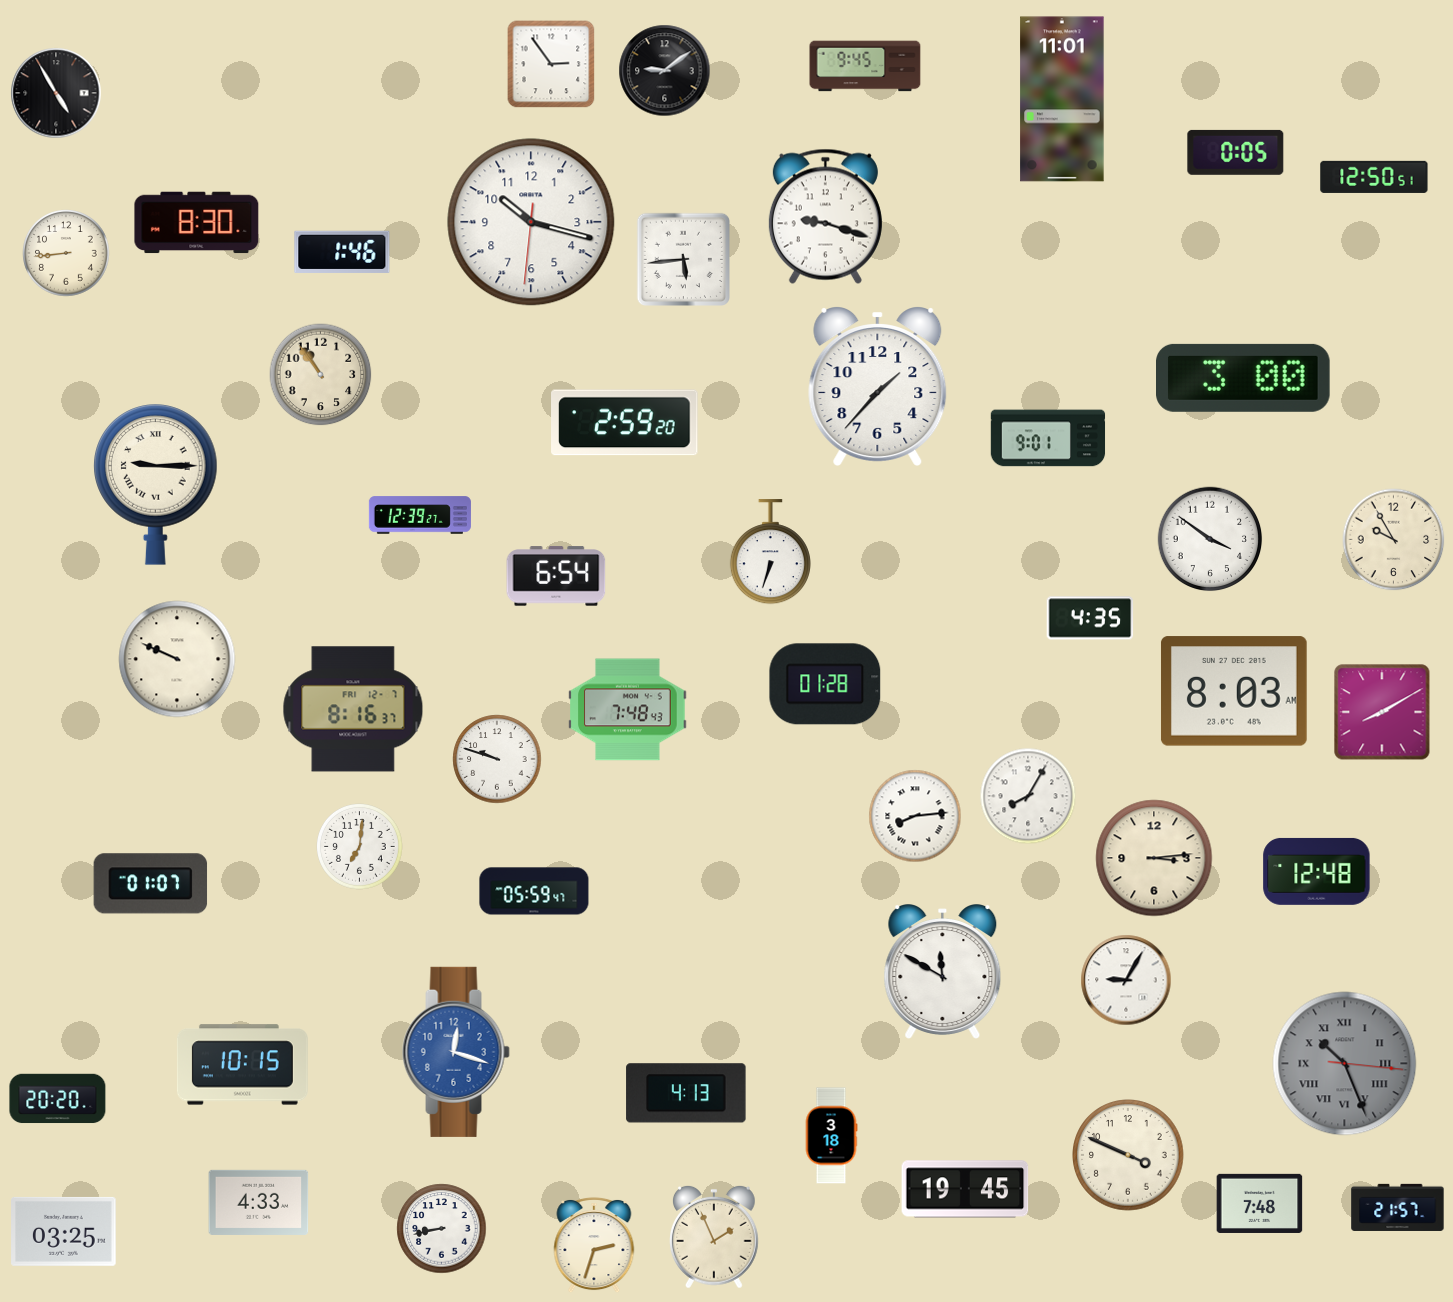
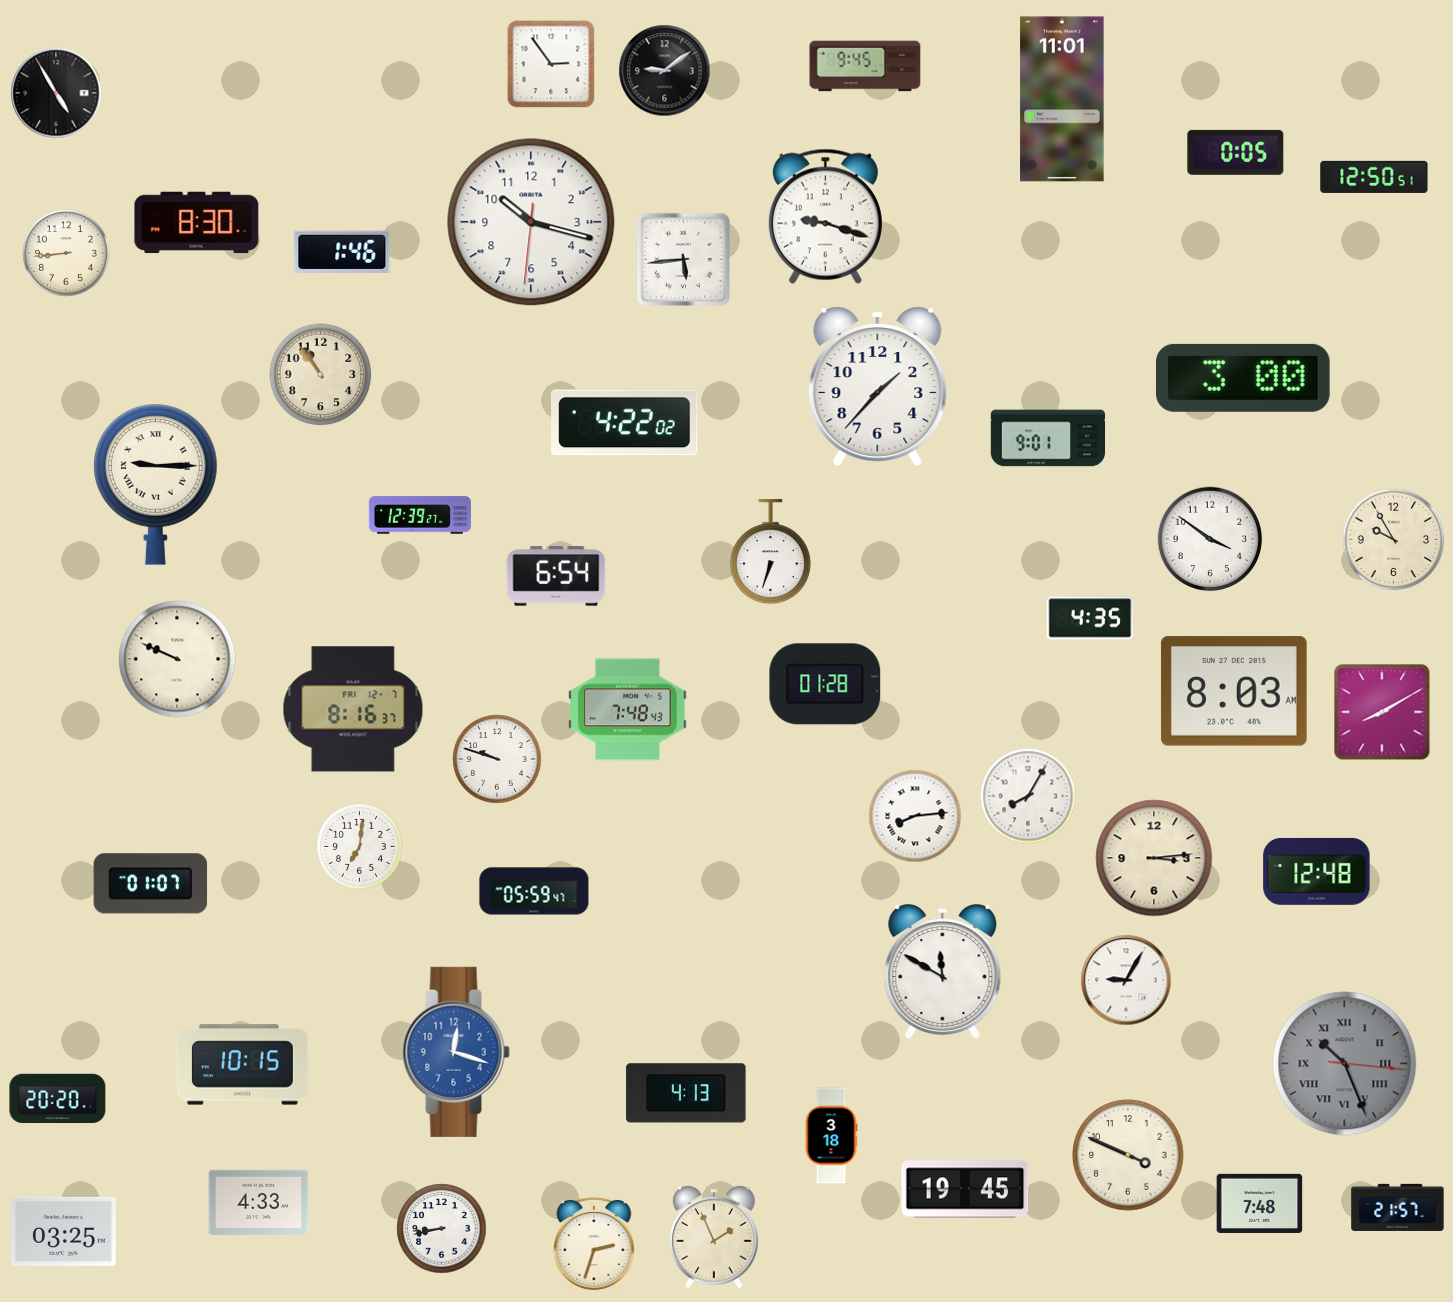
clock at (625, 423): 2:59 -> 4:22
